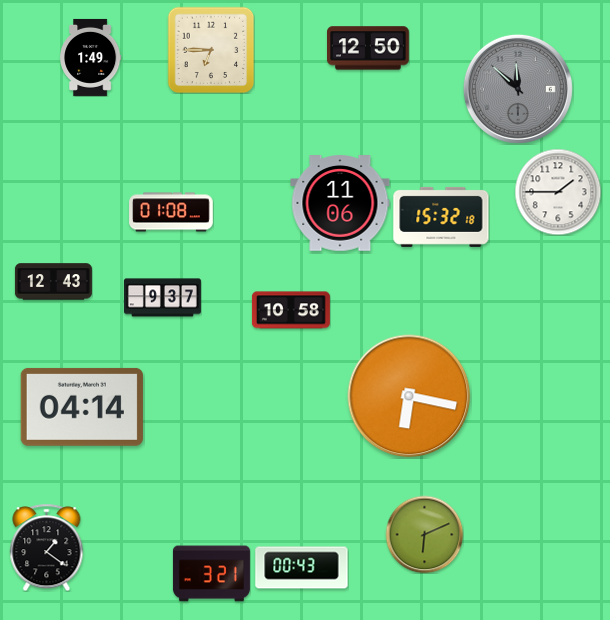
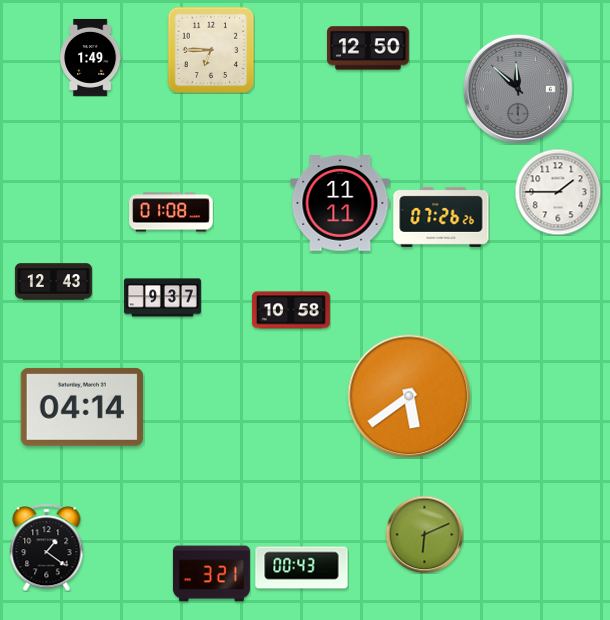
clock at (340, 203): 11:06 -> 11:11
clock at (441, 217): 15:32 -> 07:26
clock at (409, 396): 6:17 -> 5:39
